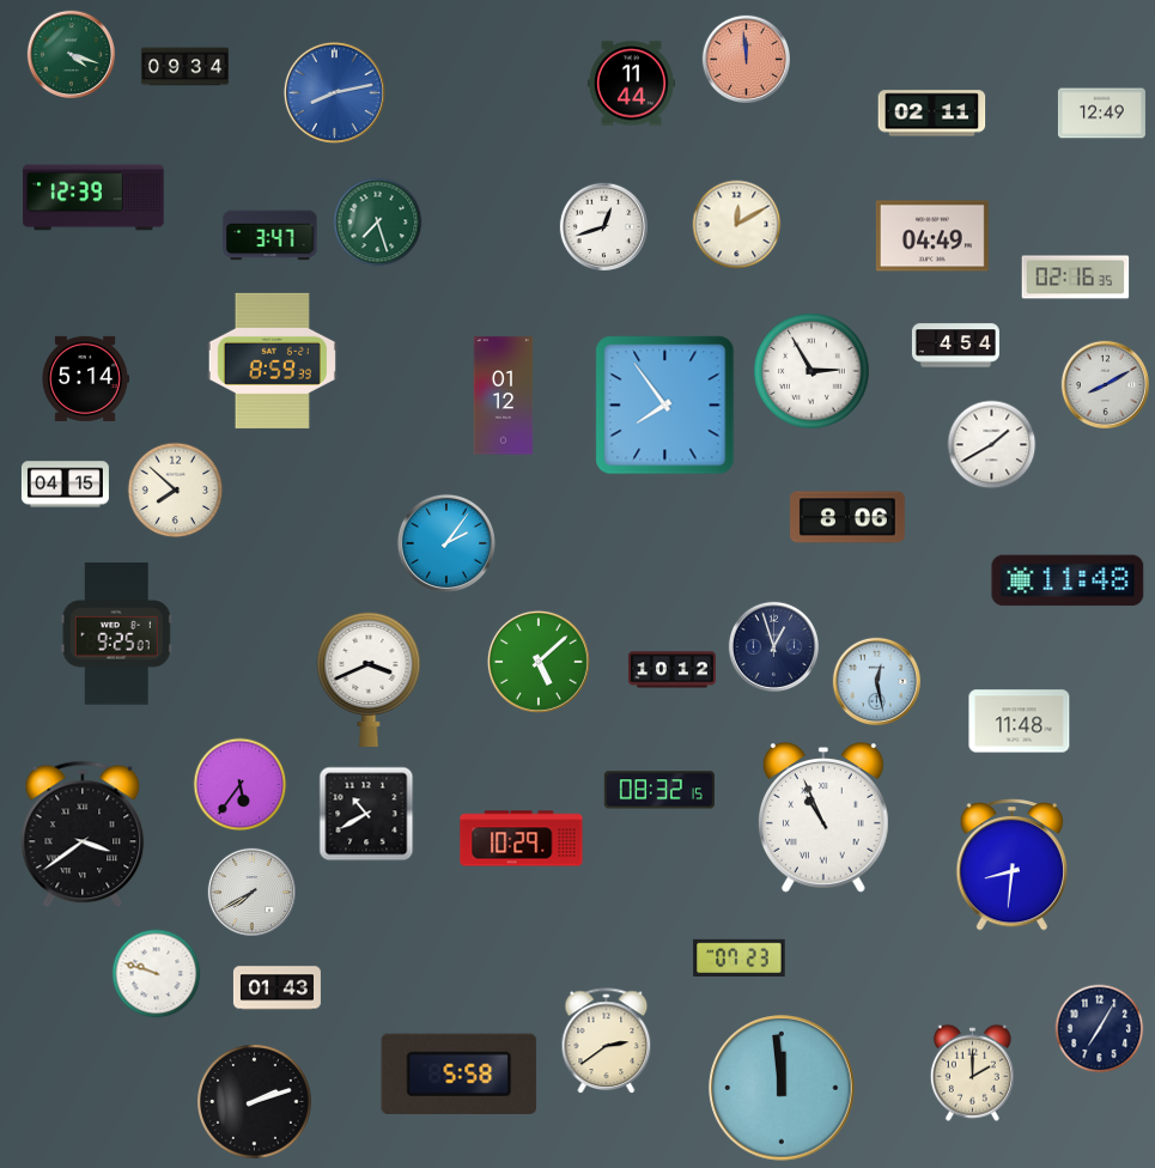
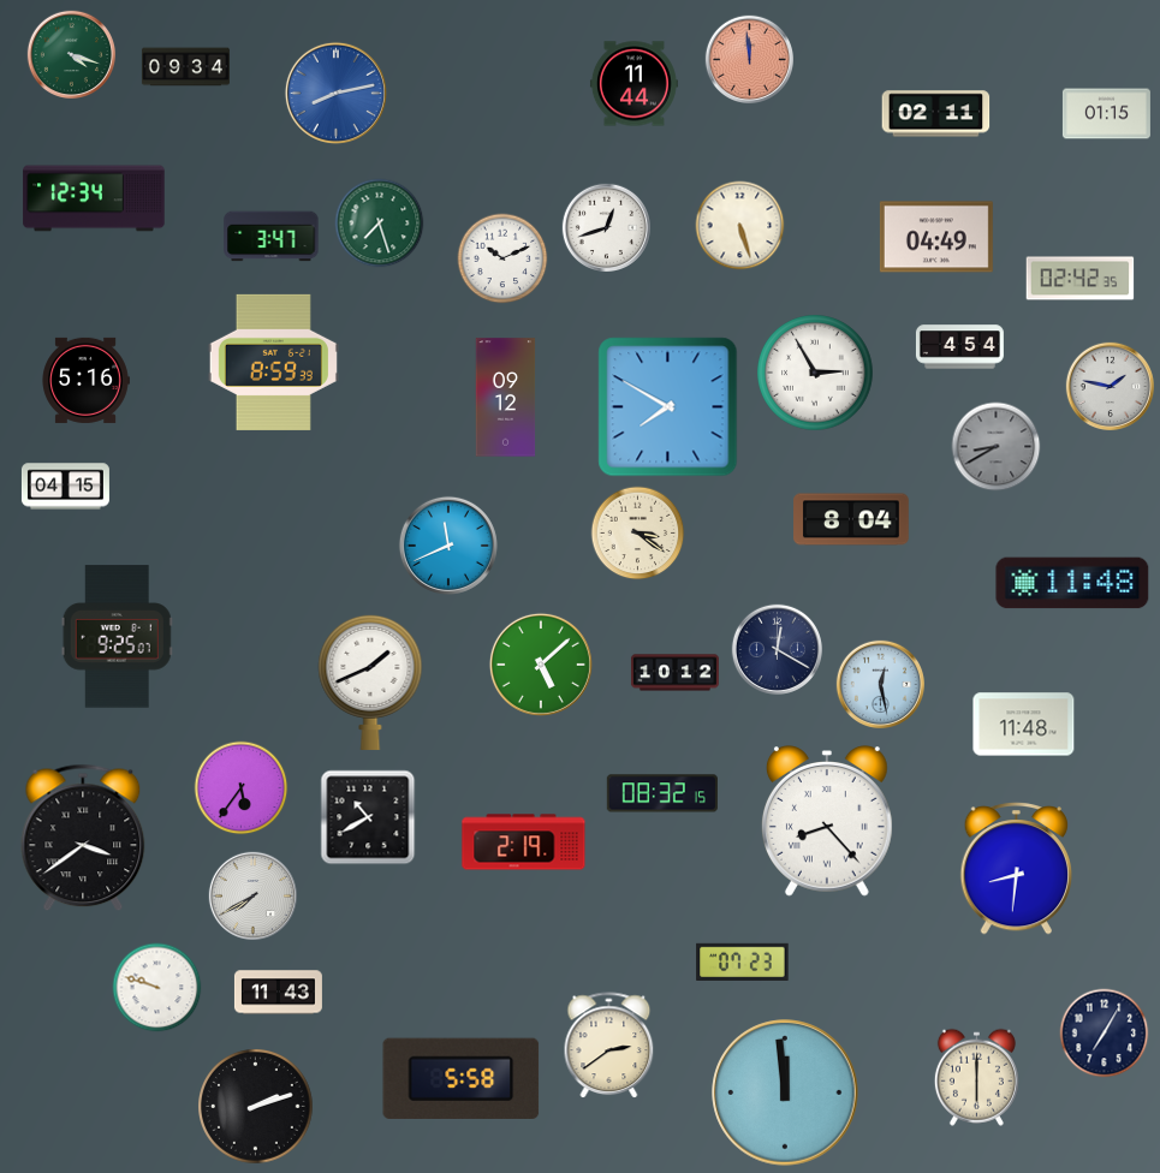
clock at (1101, 114): 12:49 -> 01:15
clock at (93, 197): 12:39 -> 12:34
clock at (737, 225): 12:10 -> 5:27
clock at (502, 258): none -> 10:11
clock at (1076, 278): 02:16 -> 02:42
clock at (85, 378): 5:14 -> 5:16
clock at (1105, 384): 8:10 -> 1:47
clock at (504, 396): 01:12 -> 09:12
clock at (665, 406): 7:54 -> 7:50
clock at (992, 445): 1:40 -> 8:40
clock at (992, 445) dial: white -> grey
clock at (176, 491): 7:52 -> none
clock at (847, 517): 8:06 -> 8:04
clock at (638, 534): none -> 3:21
clock at (446, 543): 2:06 -> 11:41
clock at (773, 646): 12:57 -> 12:20
clock at (369, 679): 3:41 -> 1:41
clock at (823, 817): 10:56 -> 8:23
clock at (522, 839): 10:29 -> 2:19
clock at (157, 974) position: (157, 974) -> (157, 988)
clock at (276, 988): 01:43 -> 11:43
clock at (972, 1072): 2:00 -> 6:00
